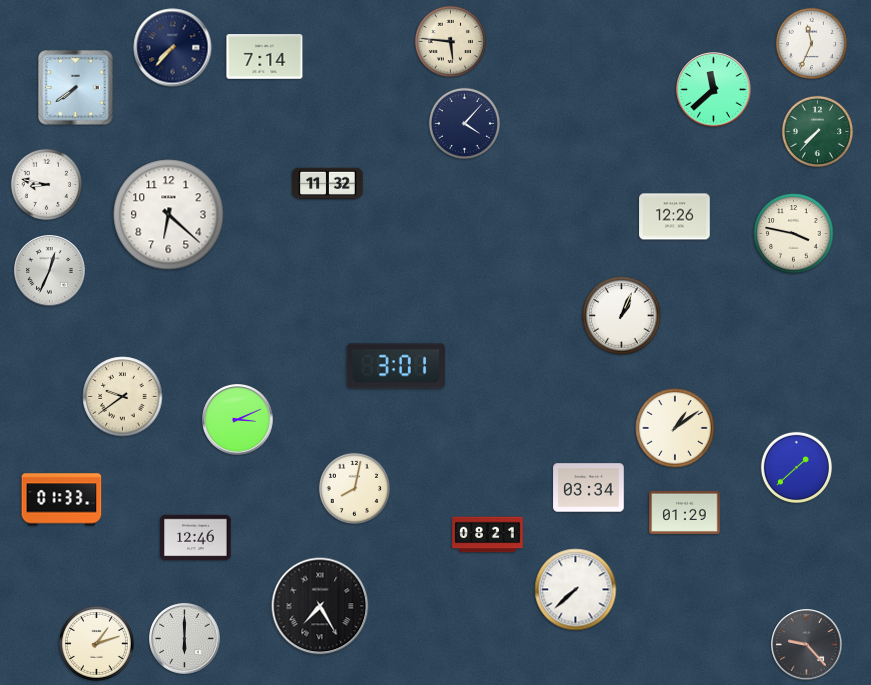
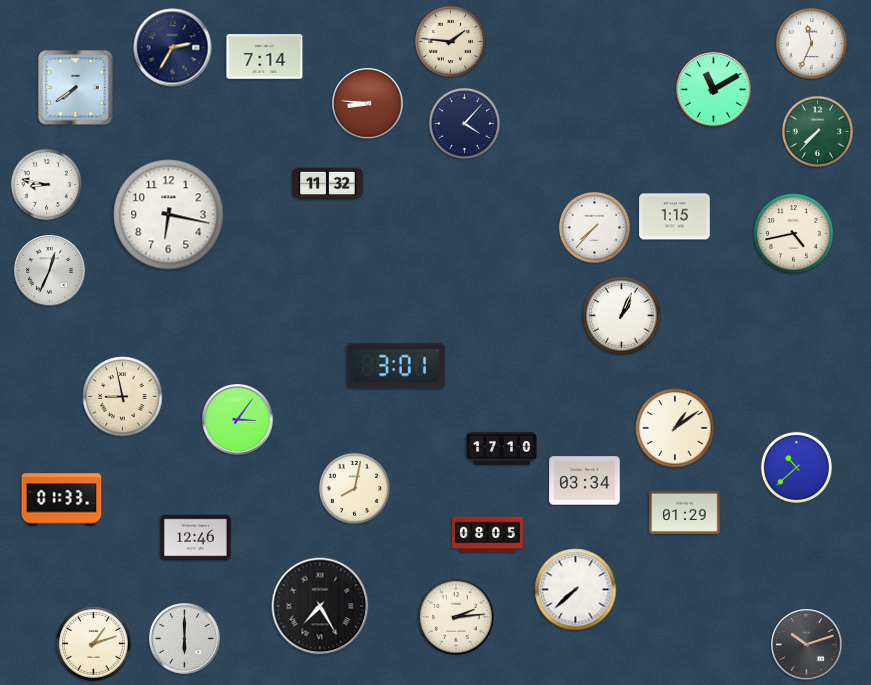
clock at (450, 41): 5:46 -> 1:46
clock at (173, 48): 7:37 -> 2:35
clock at (714, 90): 11:38 -> 11:10
clock at (368, 104): none -> 8:46
clock at (169, 215): 6:22 -> 6:17
clock at (675, 217): 12:26 -> 1:15
clock at (594, 227): none -> 7:37
clock at (794, 234): 3:47 -> 4:43
clock at (123, 397): 9:39 -> 8:58
clock at (238, 420): 3:11 -> 3:06
clock at (502, 449): none -> 17:10
clock at (796, 467): 1:38 -> 10:38
clock at (589, 488) position: (589, 488) -> (585, 481)
clock at (488, 535): 08:21 -> 08:05
clock at (457, 618): none -> 2:14
clock at (96, 643) position: (96, 643) -> (93, 643)
clock at (807, 645): 9:23 -> 10:12
